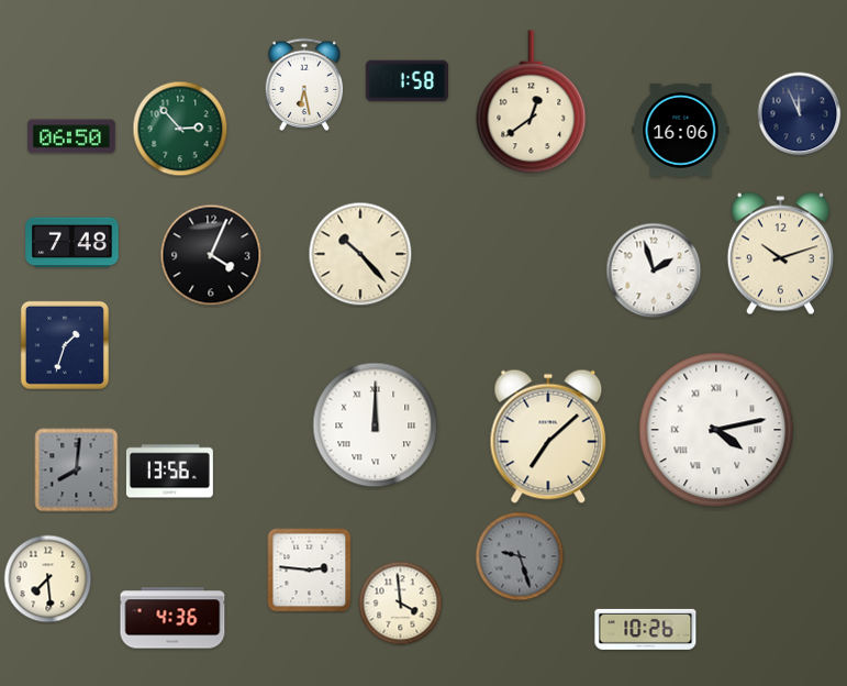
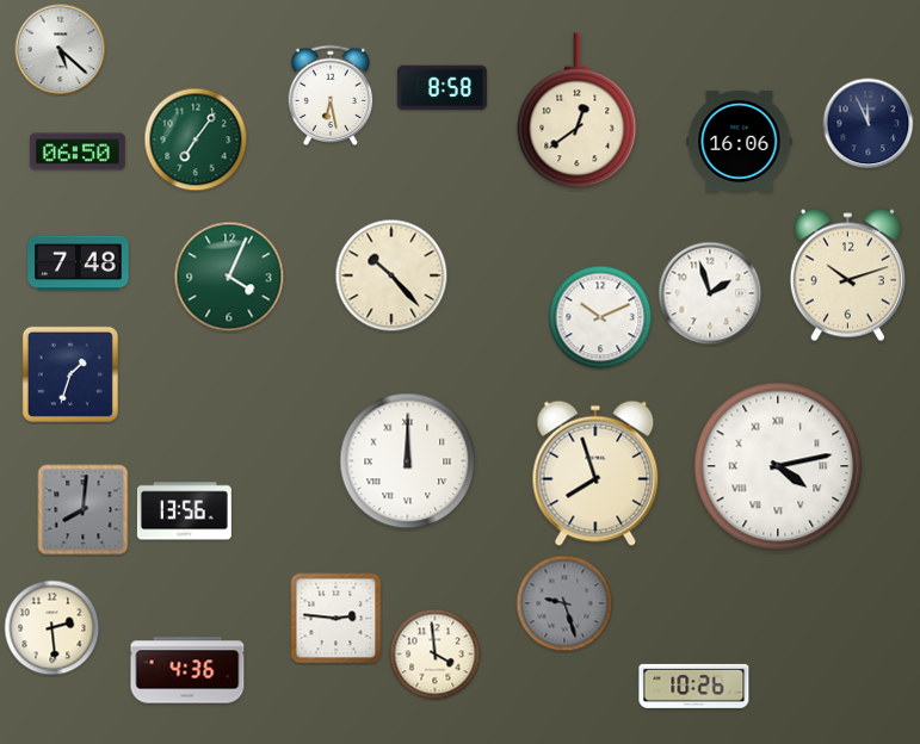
clock at (61, 50): none -> 5:22
clock at (406, 81): 1:58 -> 8:58
clock at (304, 85) position: (304, 85) -> (331, 95)
clock at (180, 129): 2:53 -> 7:06
clock at (71, 136) position: (71, 136) -> (78, 151)
clock at (211, 255) dial: black -> green
clock at (600, 317): none -> 10:11
clock at (548, 436): 7:08 -> 7:57
clock at (48, 579): 7:29 -> 2:29
clock at (646, 629) position: (646, 629) -> (694, 686)
